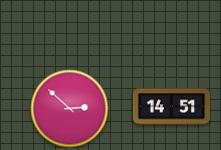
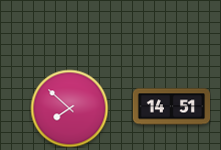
clock at (69, 108): 2:52 -> 7:52
